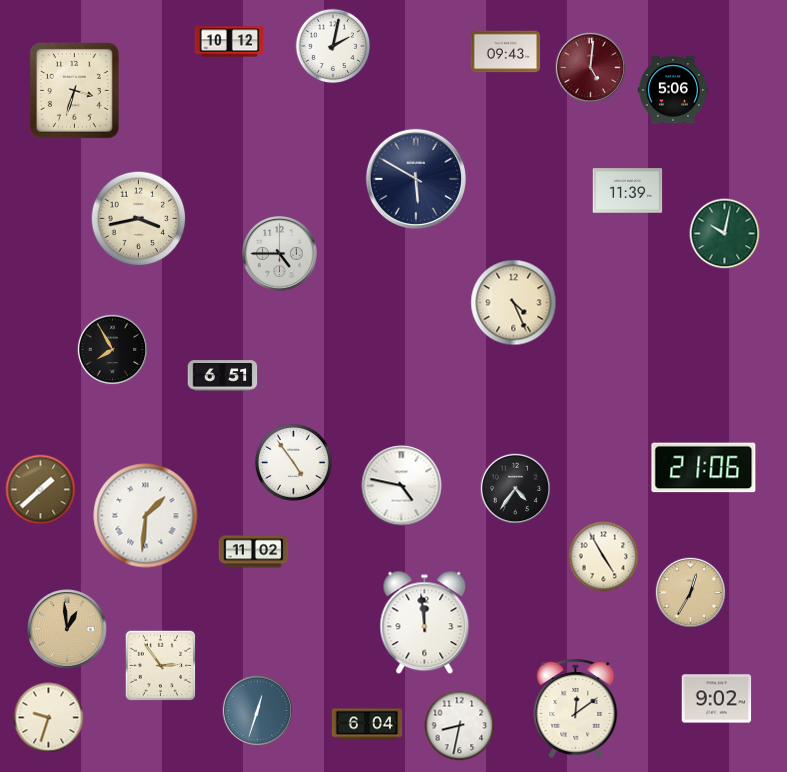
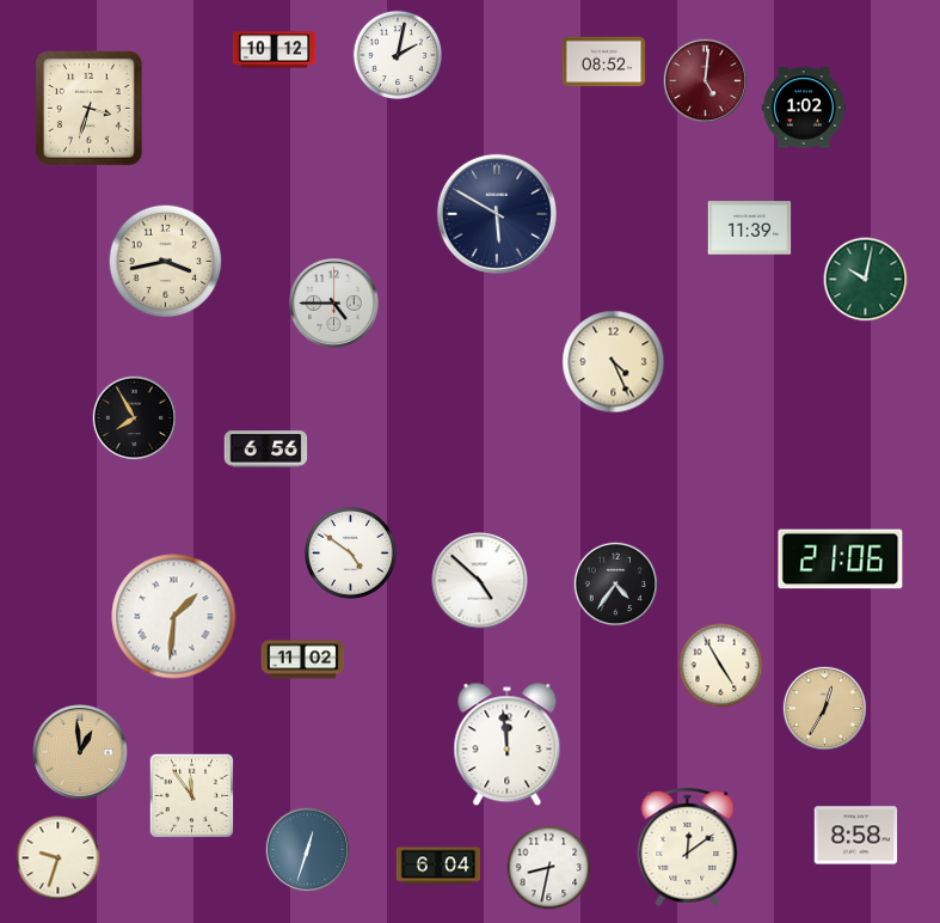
clock at (506, 52): 09:43 -> 08:52
clock at (672, 90): 5:06 -> 1:02
clock at (223, 376): 6:51 -> 6:56
clock at (293, 462): 4:54 -> 4:51
clock at (402, 486): 4:47 -> 4:52
clock at (41, 490): 1:38 -> none
clock at (161, 666): 2:54 -> 11:54
clock at (717, 699): 9:02 -> 8:58
